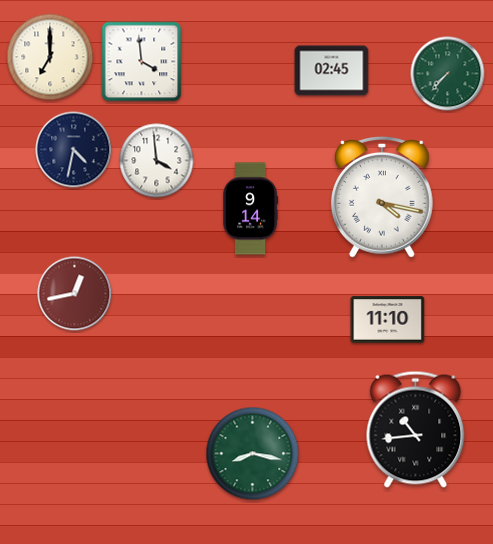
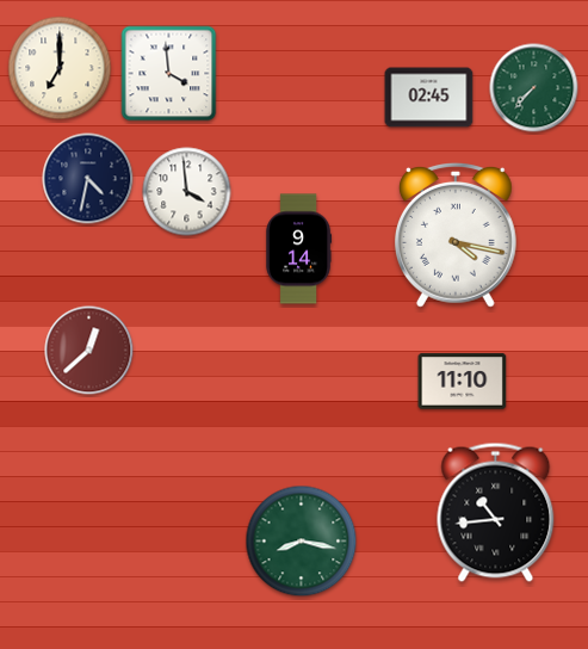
clock at (332, 71) position: (332, 71) -> (429, 98)
clock at (75, 294): 12:43 -> 12:38
